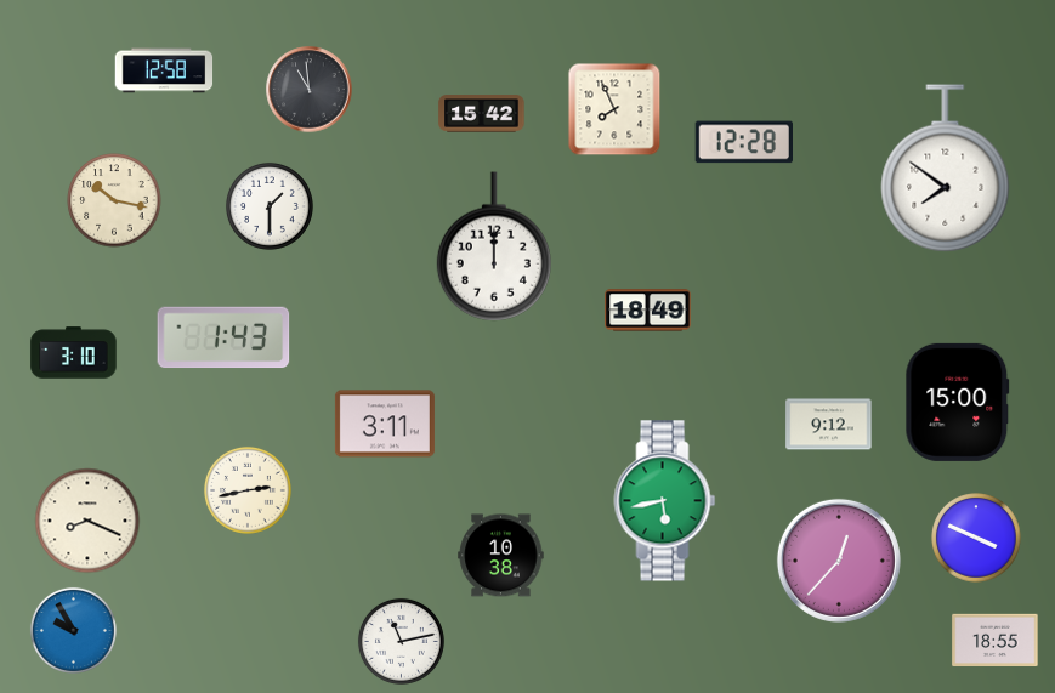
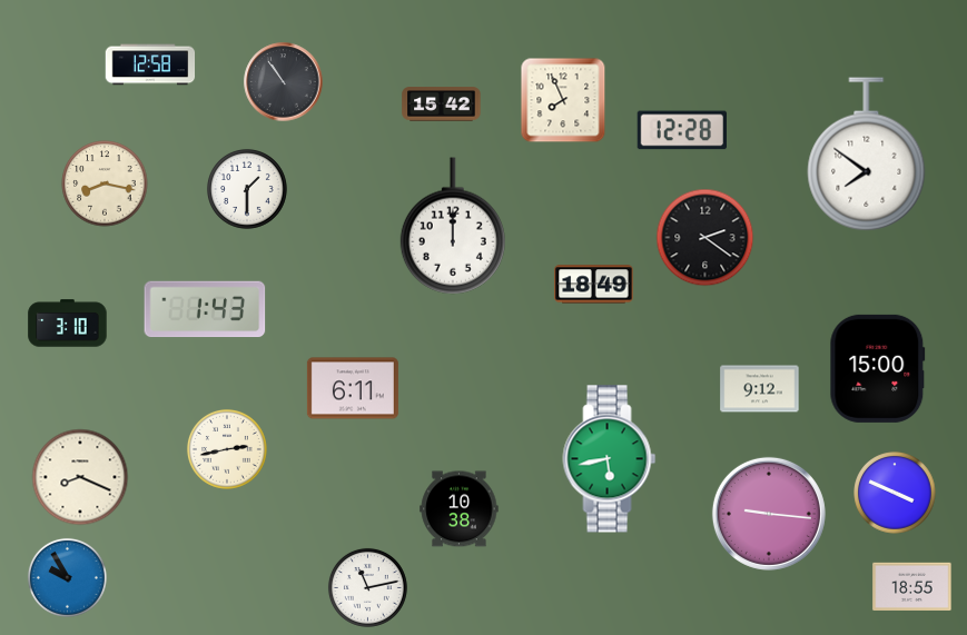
clock at (310, 90): 10:59 -> 10:54
clock at (114, 200): 10:17 -> 8:17
clock at (705, 238): none -> 2:21
clock at (385, 424): 3:11 -> 6:11
clock at (839, 561): 12:37 -> 9:16
